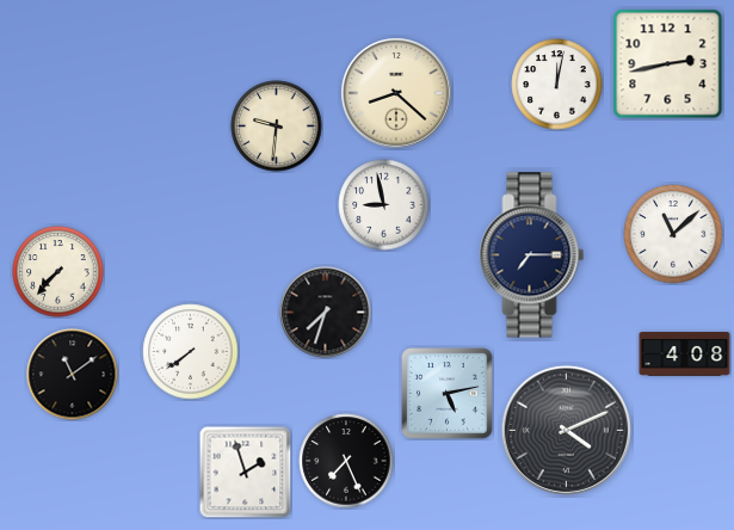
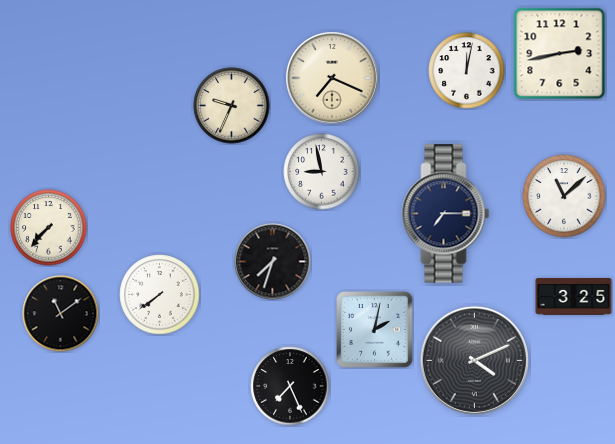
clock at (396, 93): 8:22 -> 7:19
clock at (277, 127): 9:31 -> 9:34
clock at (685, 355): 4:08 -> 3:25
clock at (448, 394): 5:13 -> 2:02
clock at (245, 472): 1:57 -> none
